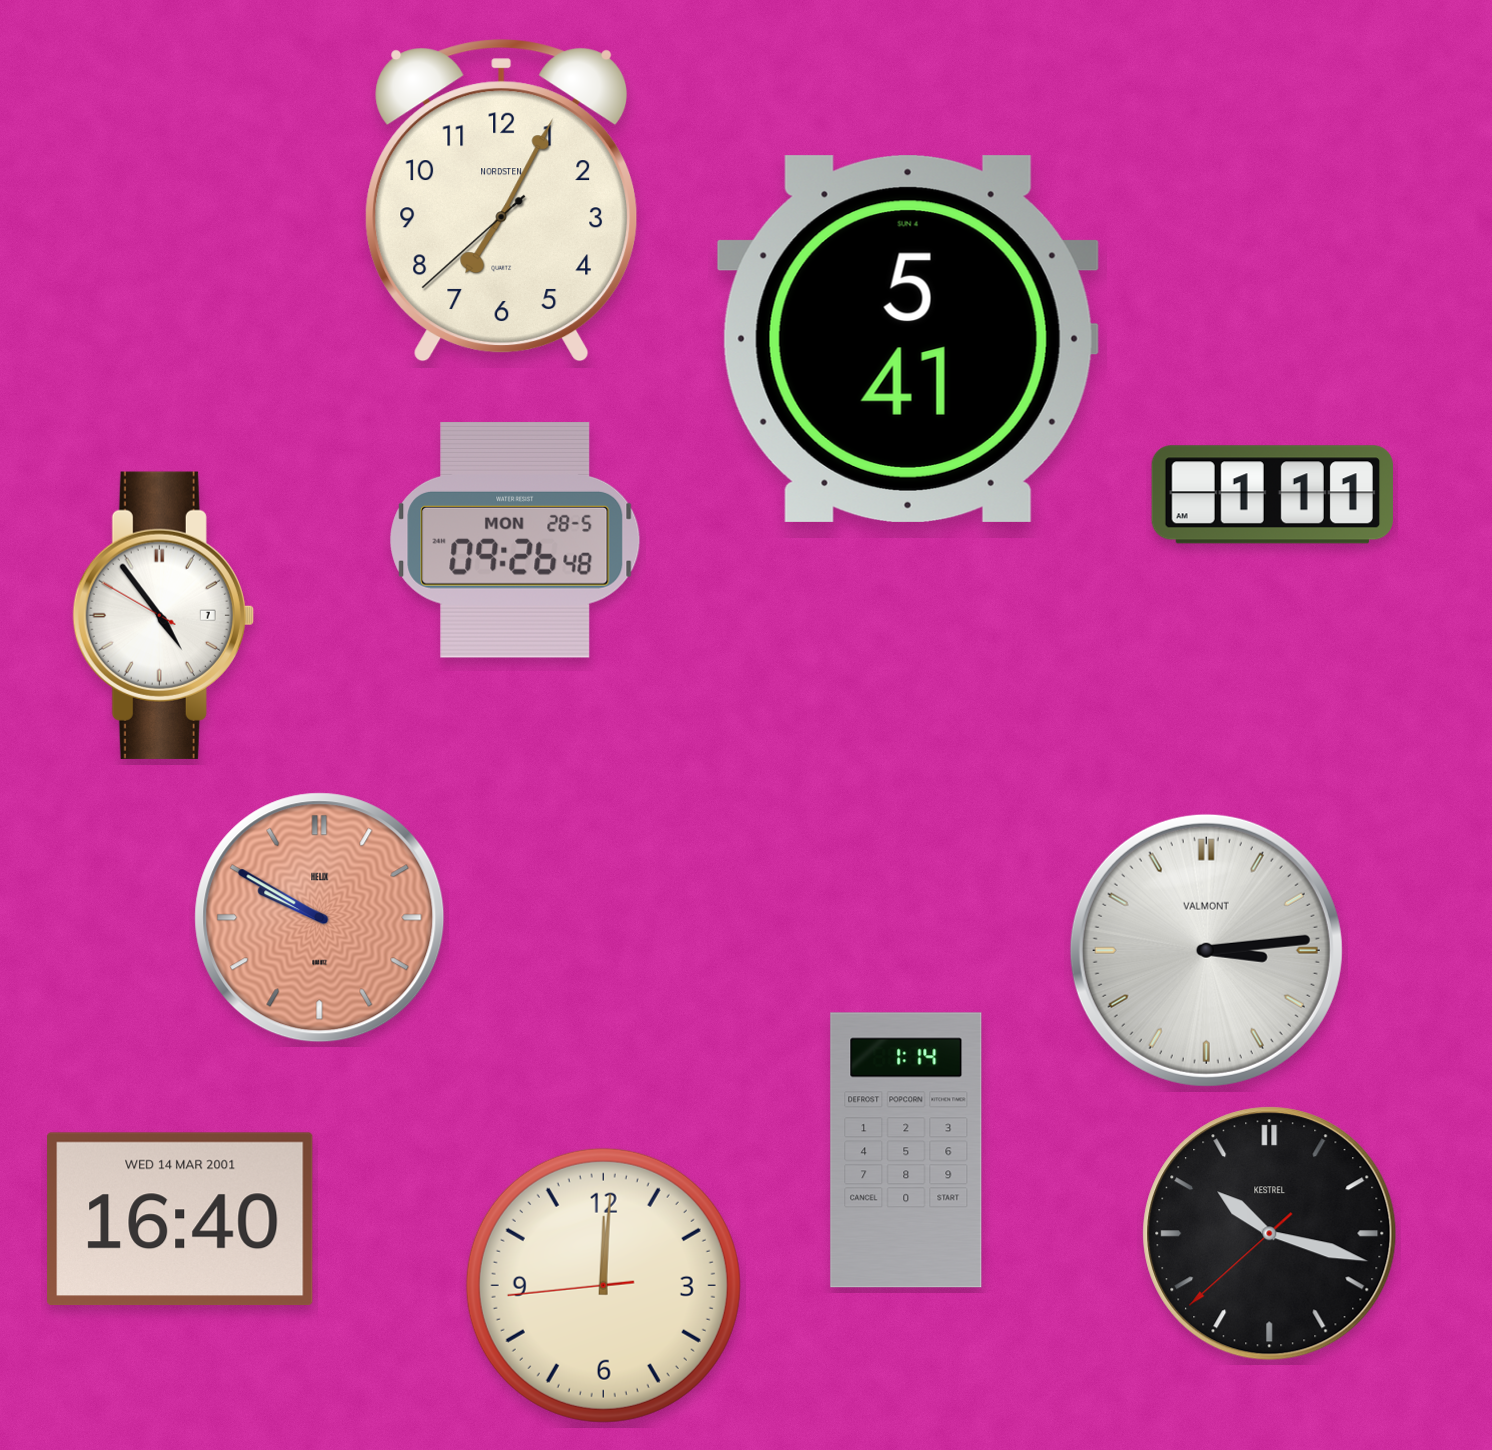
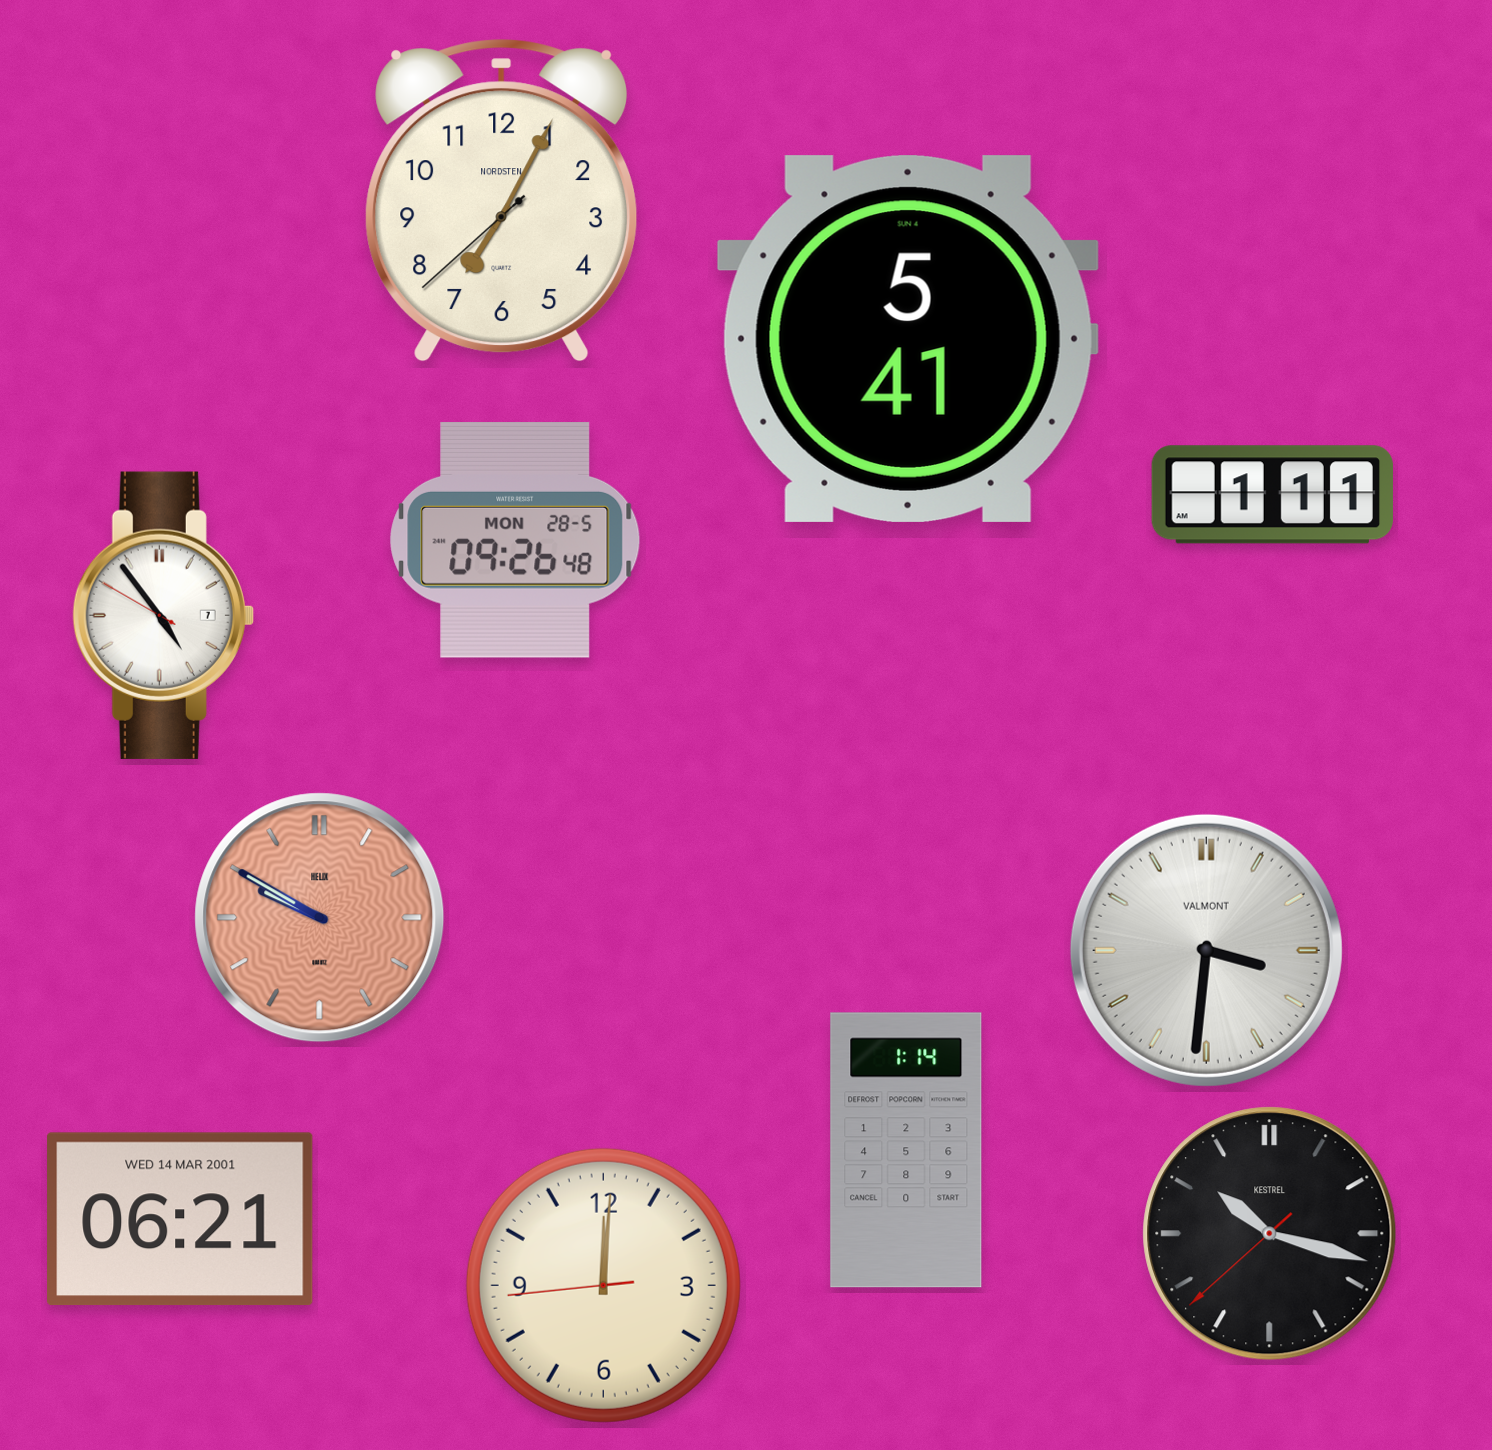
clock at (1206, 950): 3:14 -> 3:31
clock at (180, 1219): 16:40 -> 06:21
